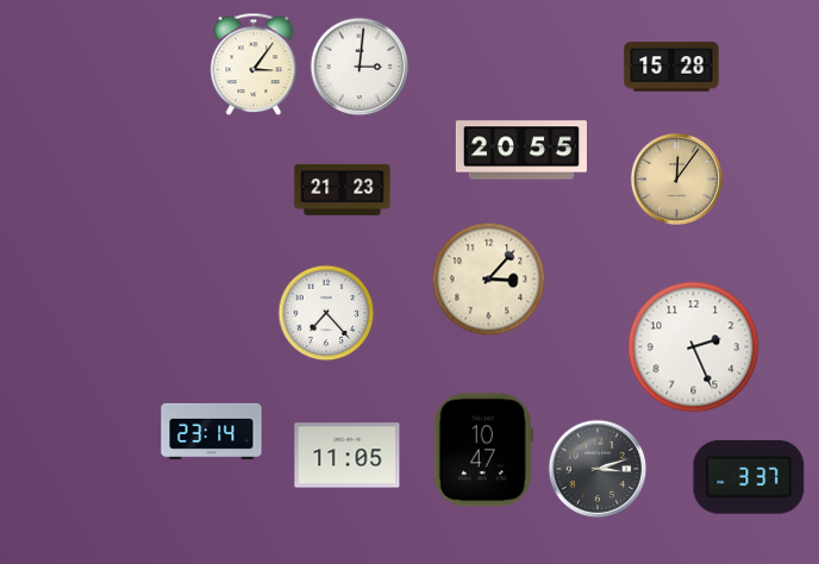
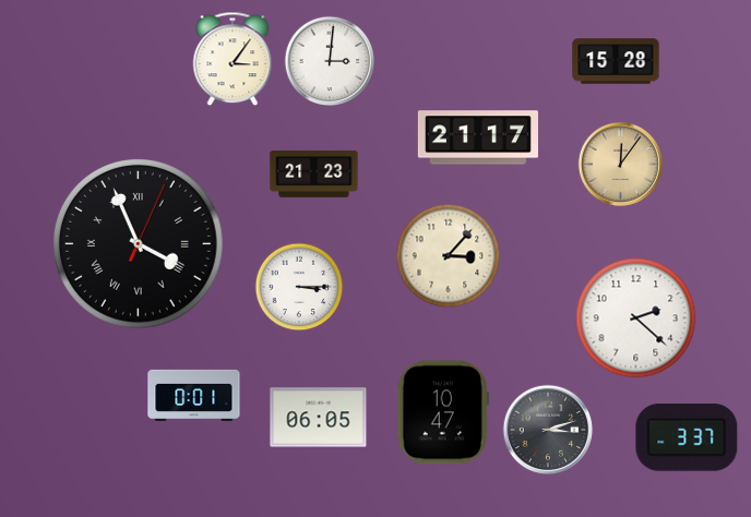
clock at (521, 150): 20:55 -> 21:17
clock at (138, 243): none -> 3:56
clock at (326, 313): 7:23 -> 3:15
clock at (694, 347): 2:26 -> 2:22
clock at (212, 431): 23:14 -> 0:01
clock at (348, 456): 11:05 -> 06:05
